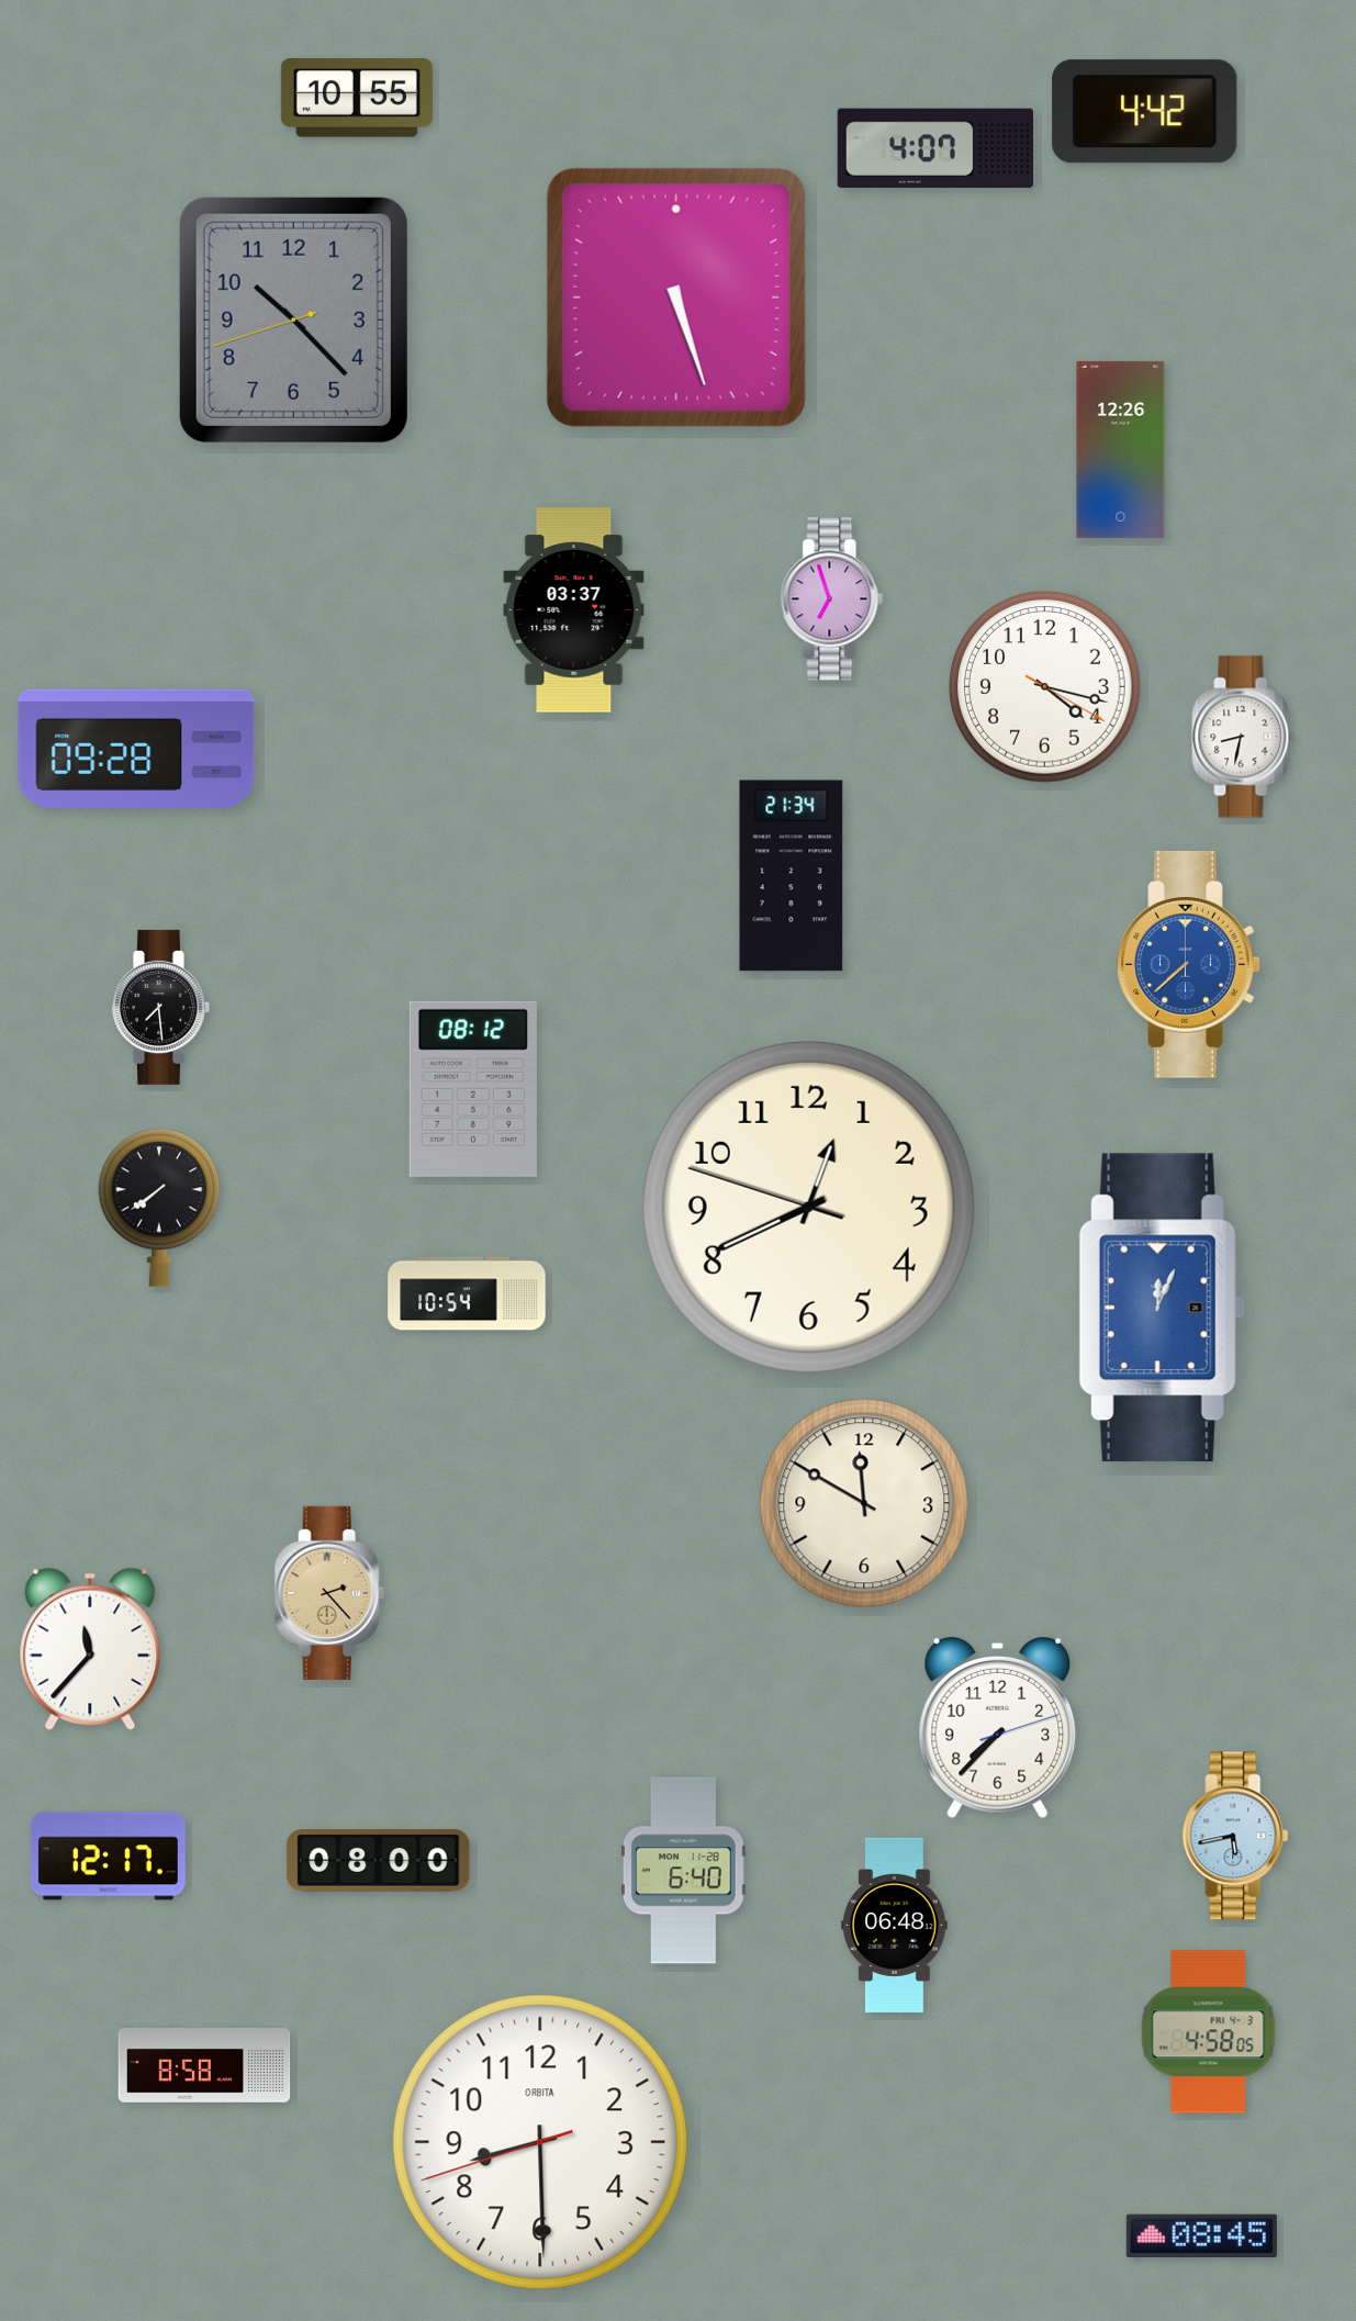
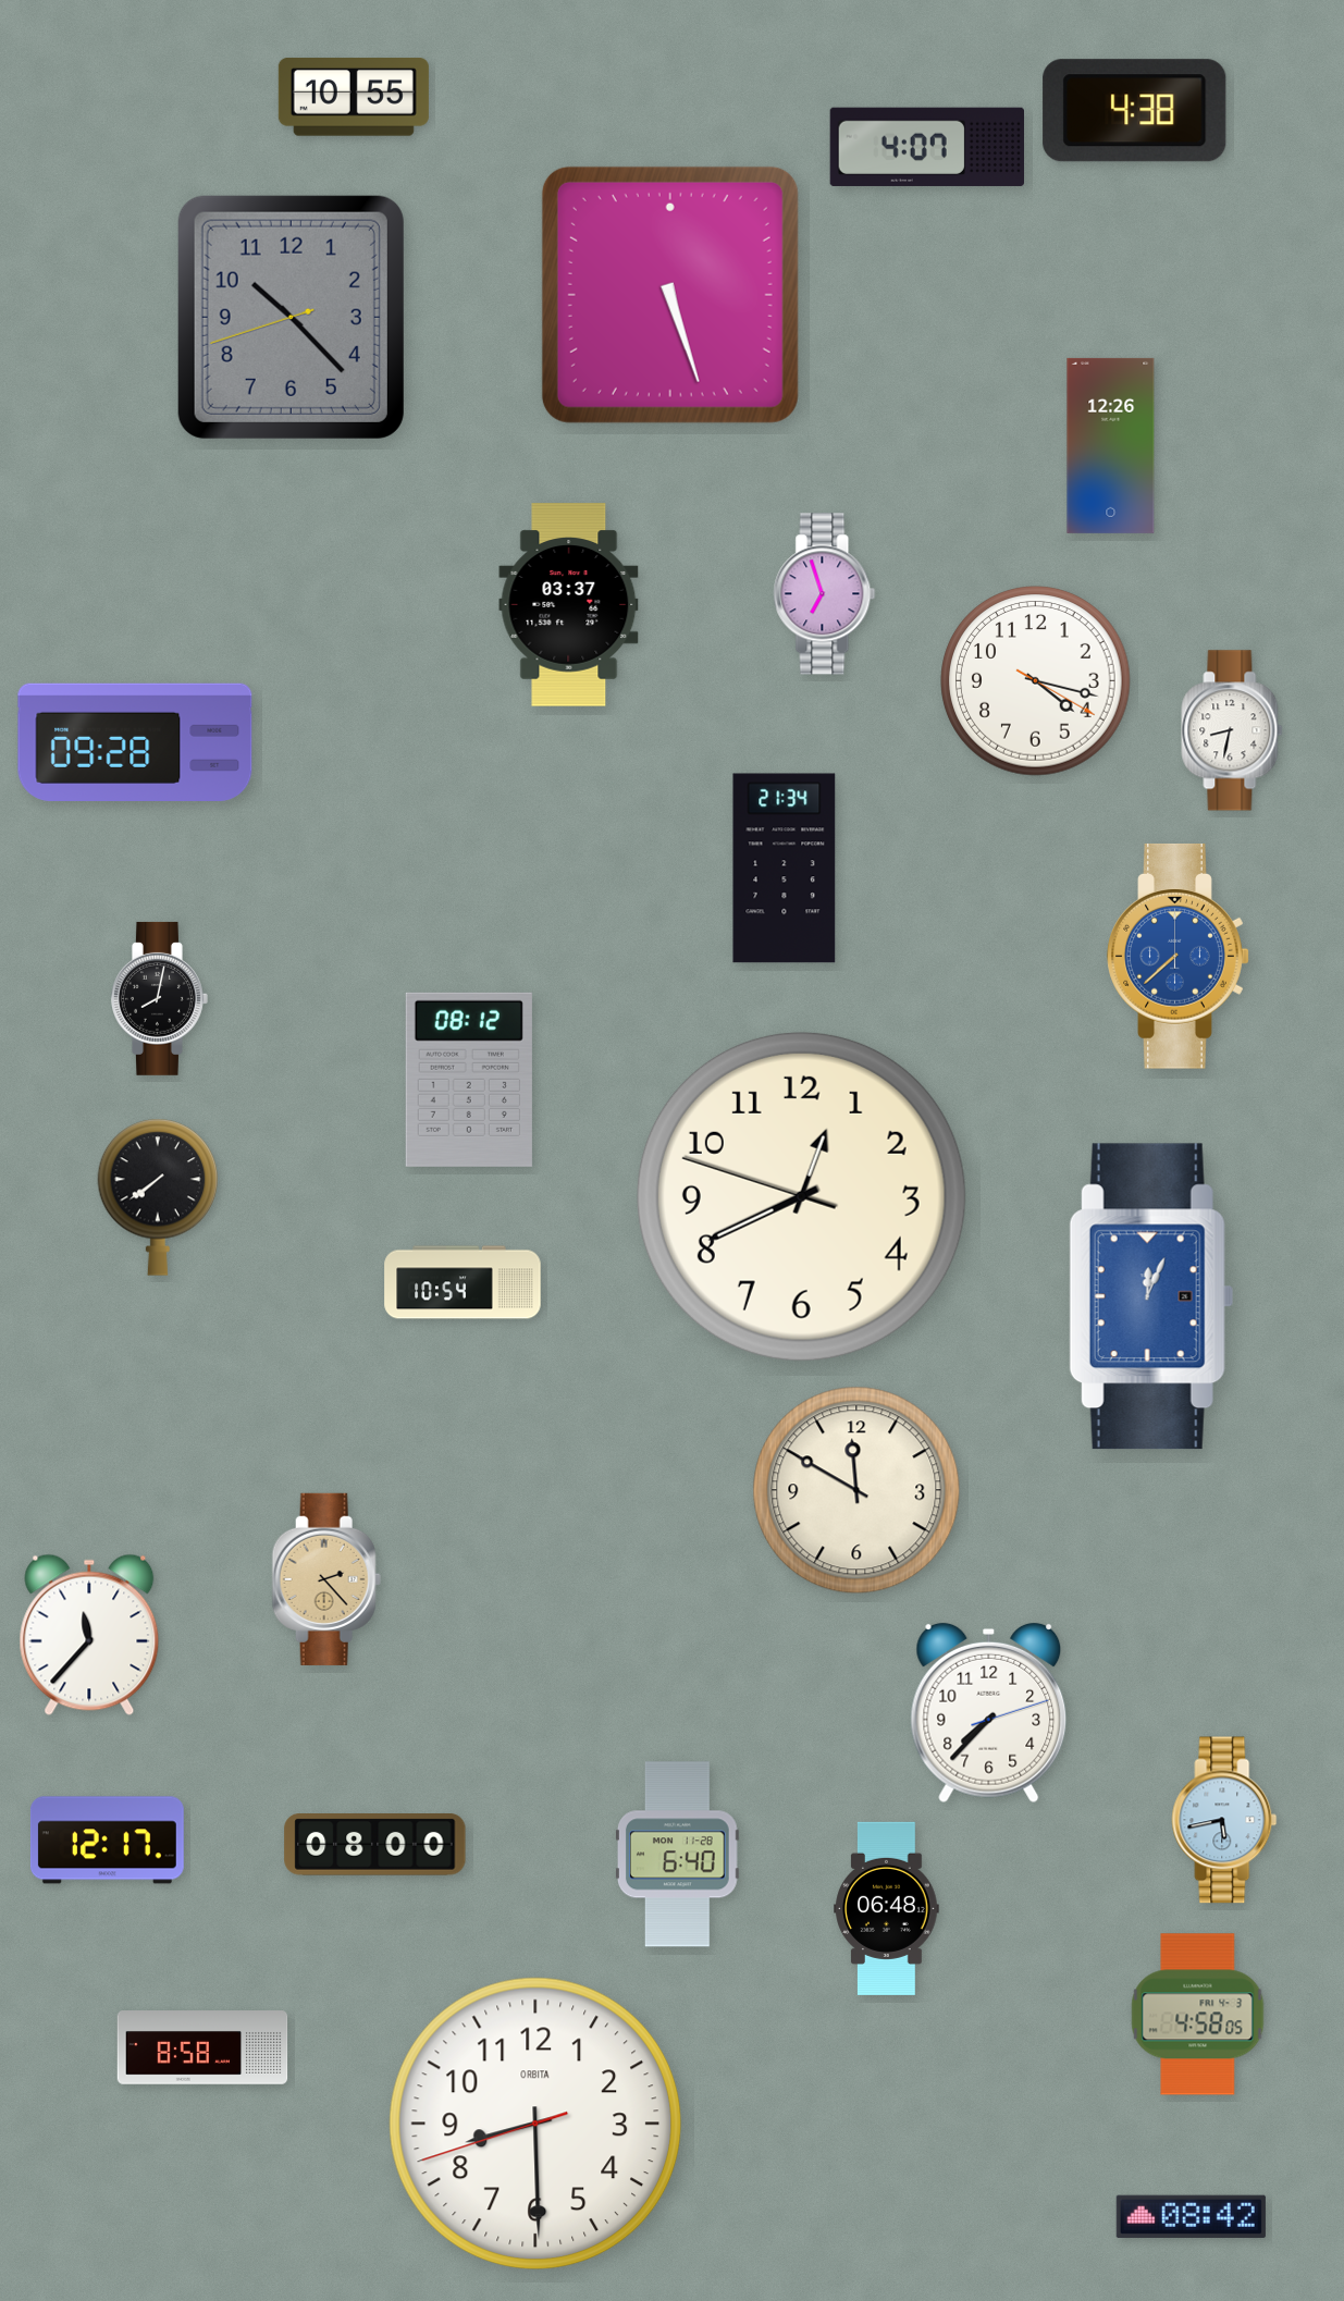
clock at (1145, 112): 4:42 -> 4:38
clock at (161, 1007): 7:29 -> 8:02
clock at (1201, 2235): 08:45 -> 08:42
